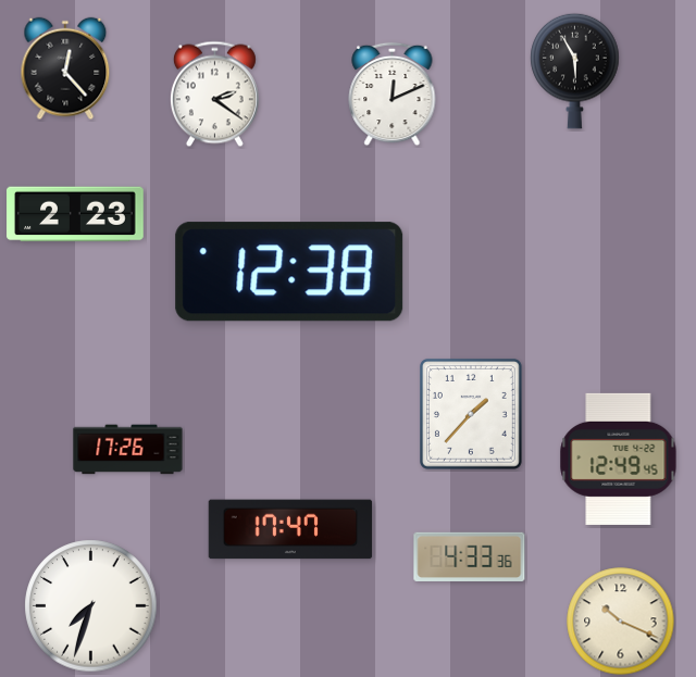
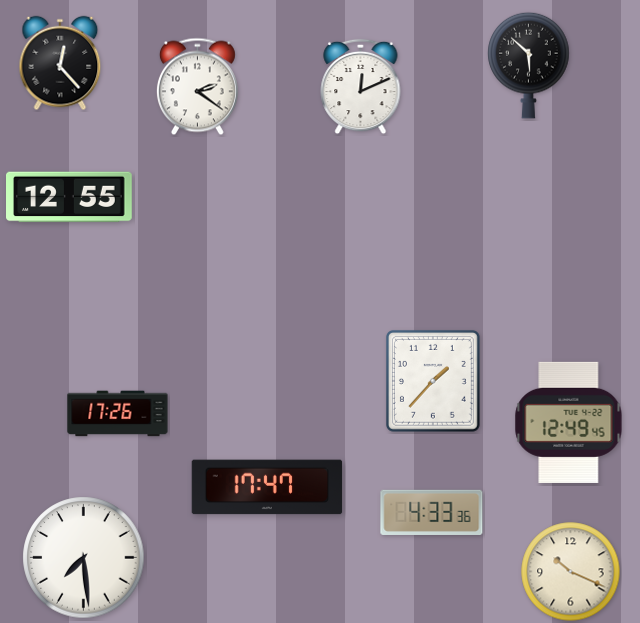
clock at (575, 71): 5:55 -> 5:52
clock at (76, 214): 2:23 -> 12:55
clock at (289, 272): 12:38 -> none
clock at (91, 606): 7:33 -> 7:29
